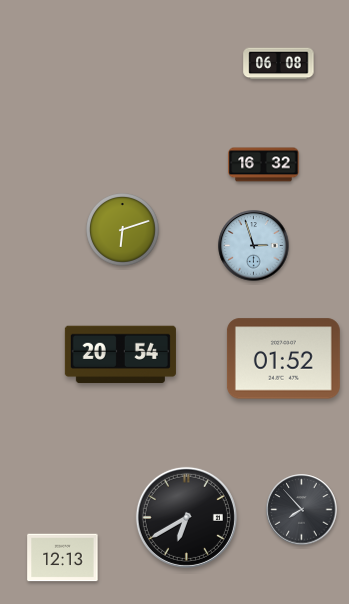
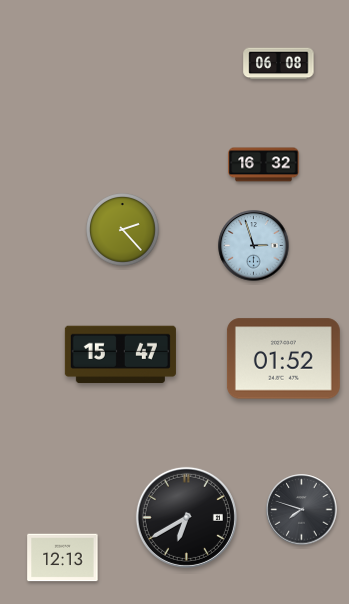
clock at (123, 230): 6:12 -> 2:23
clock at (120, 355): 20:54 -> 15:47
clock at (302, 510): 7:53 -> 7:48
